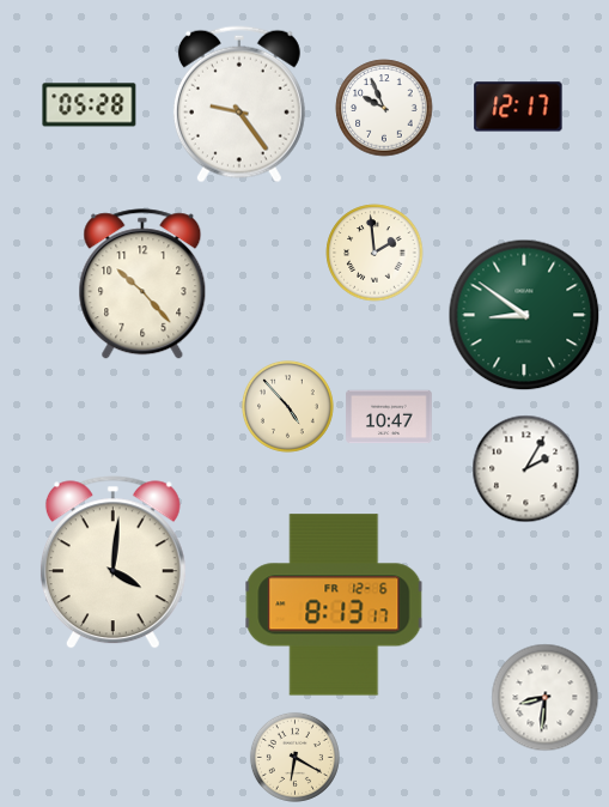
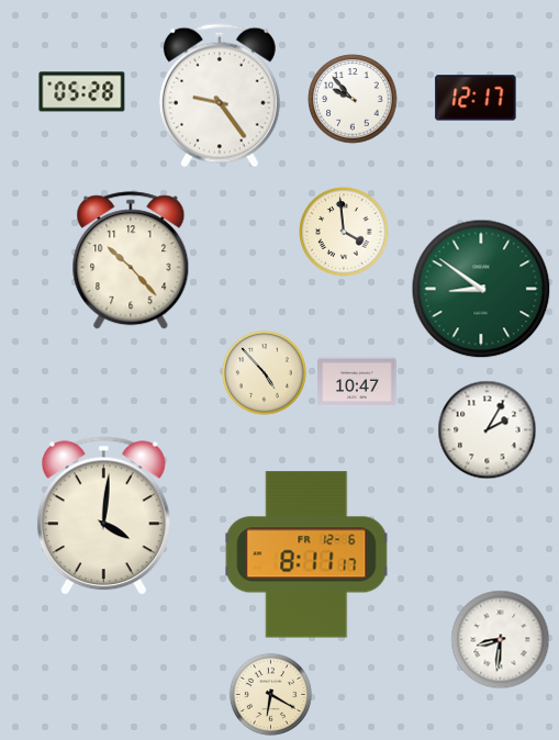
clock at (90, 105) position: (90, 105) -> (82, 92)
clock at (384, 108): 9:56 -> 9:53
clock at (374, 253): 1:59 -> 3:59
clock at (526, 469) position: (526, 469) -> (488, 430)
clock at (334, 605): 8:13 -> 8:11
